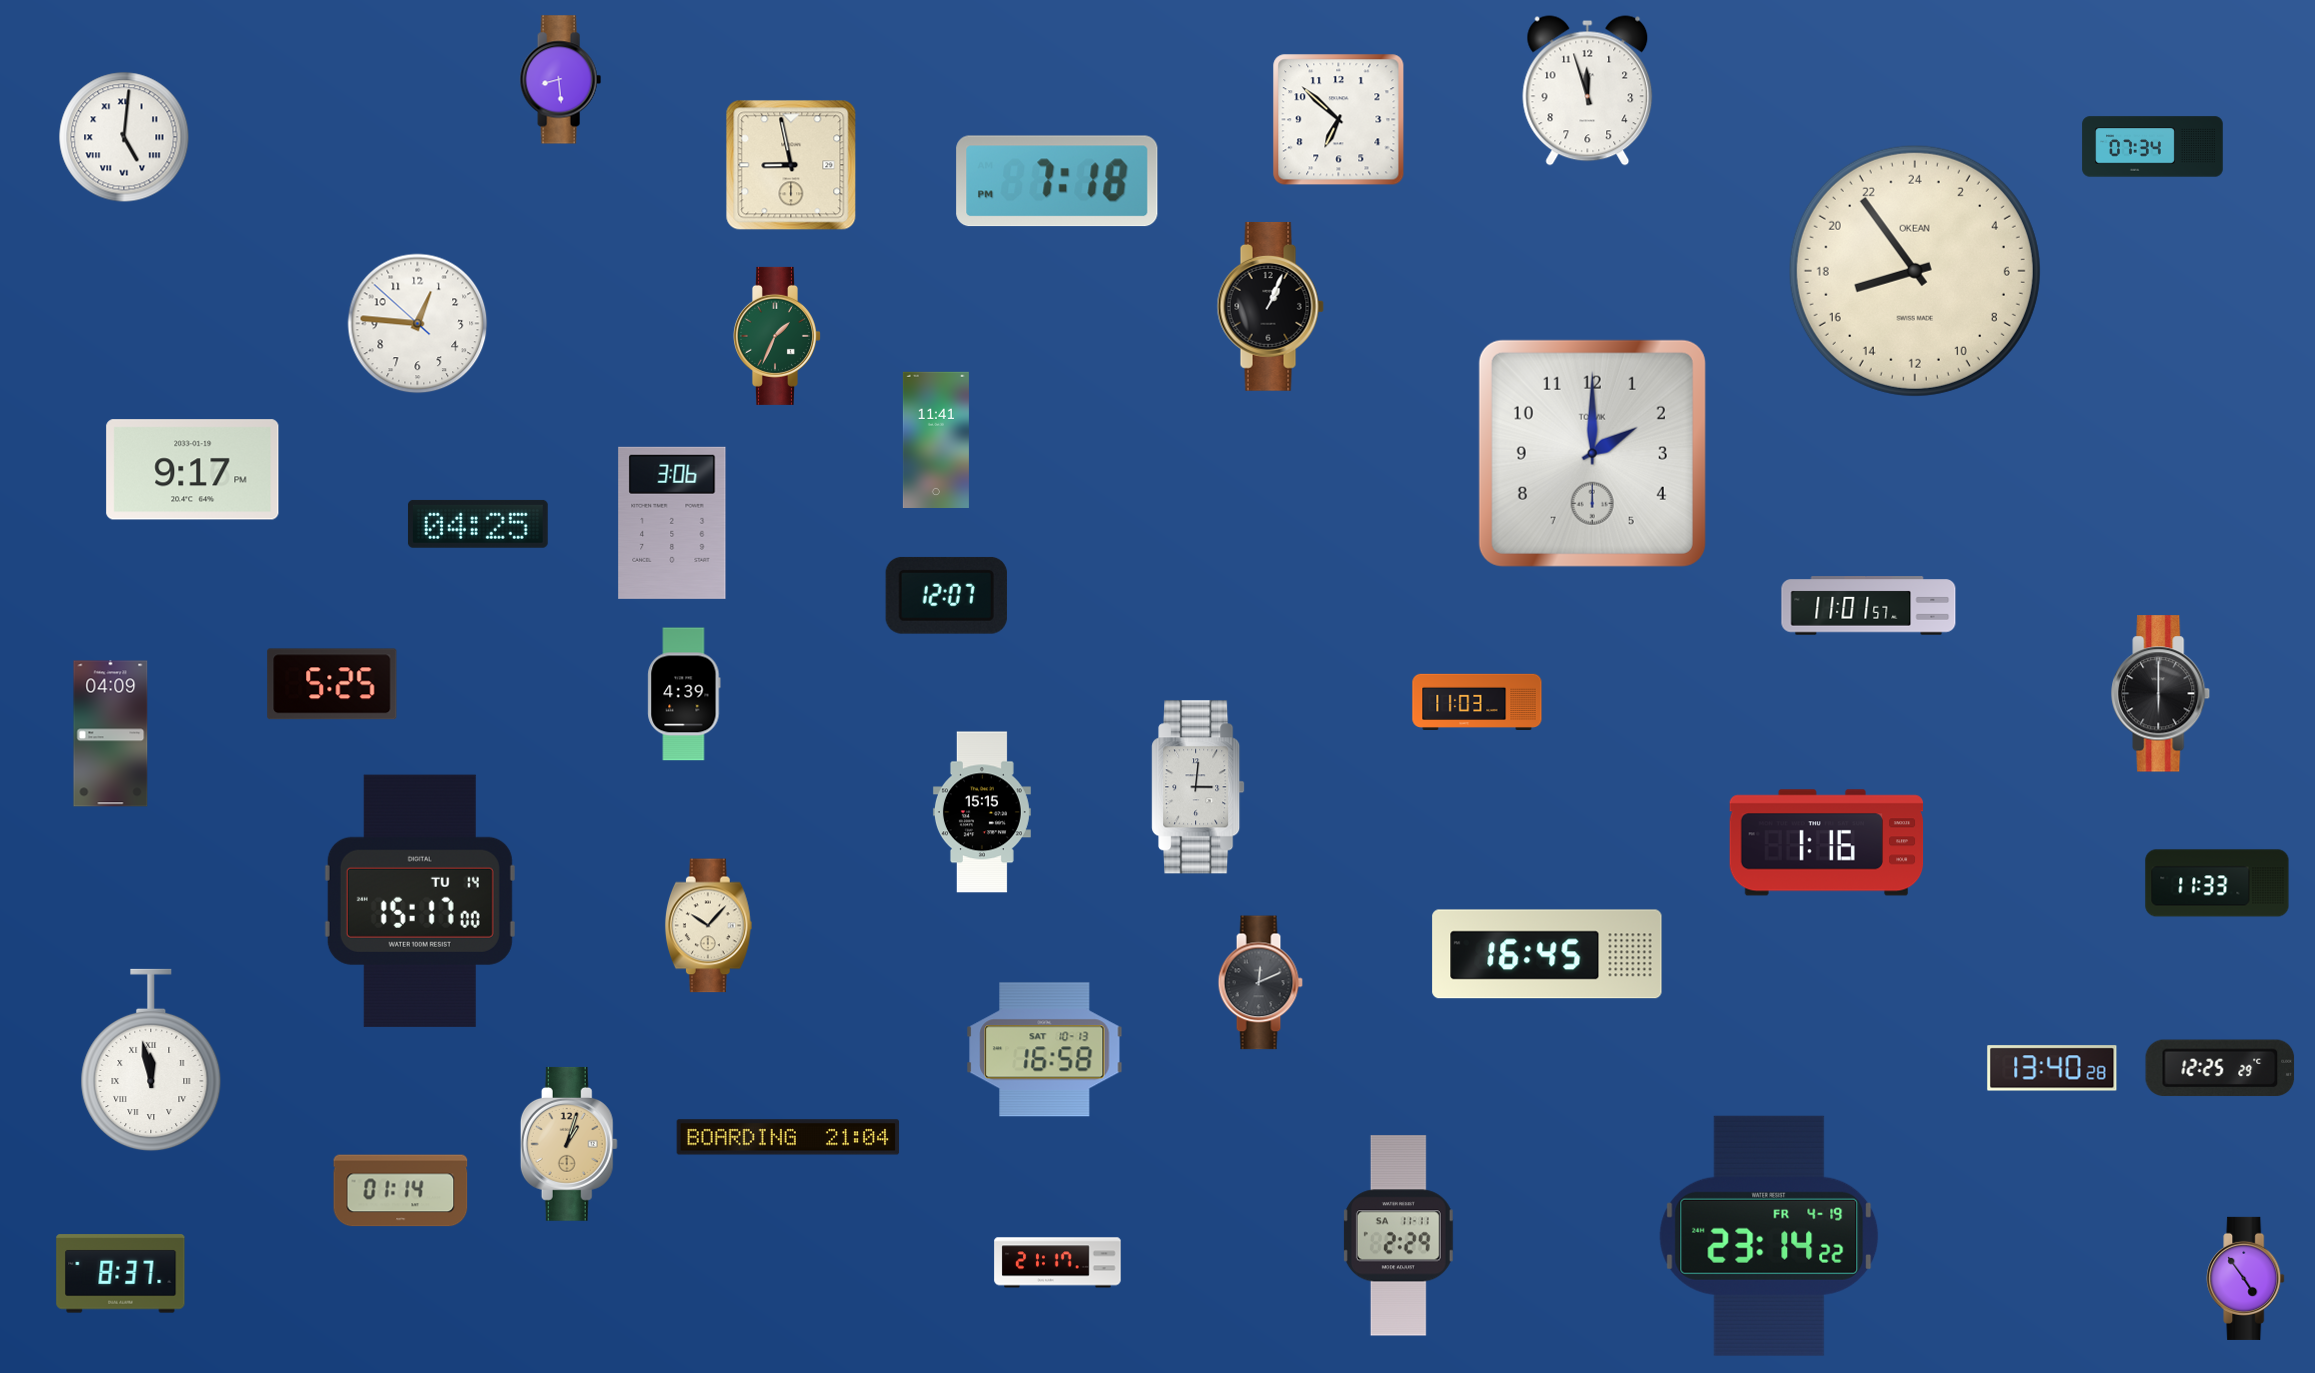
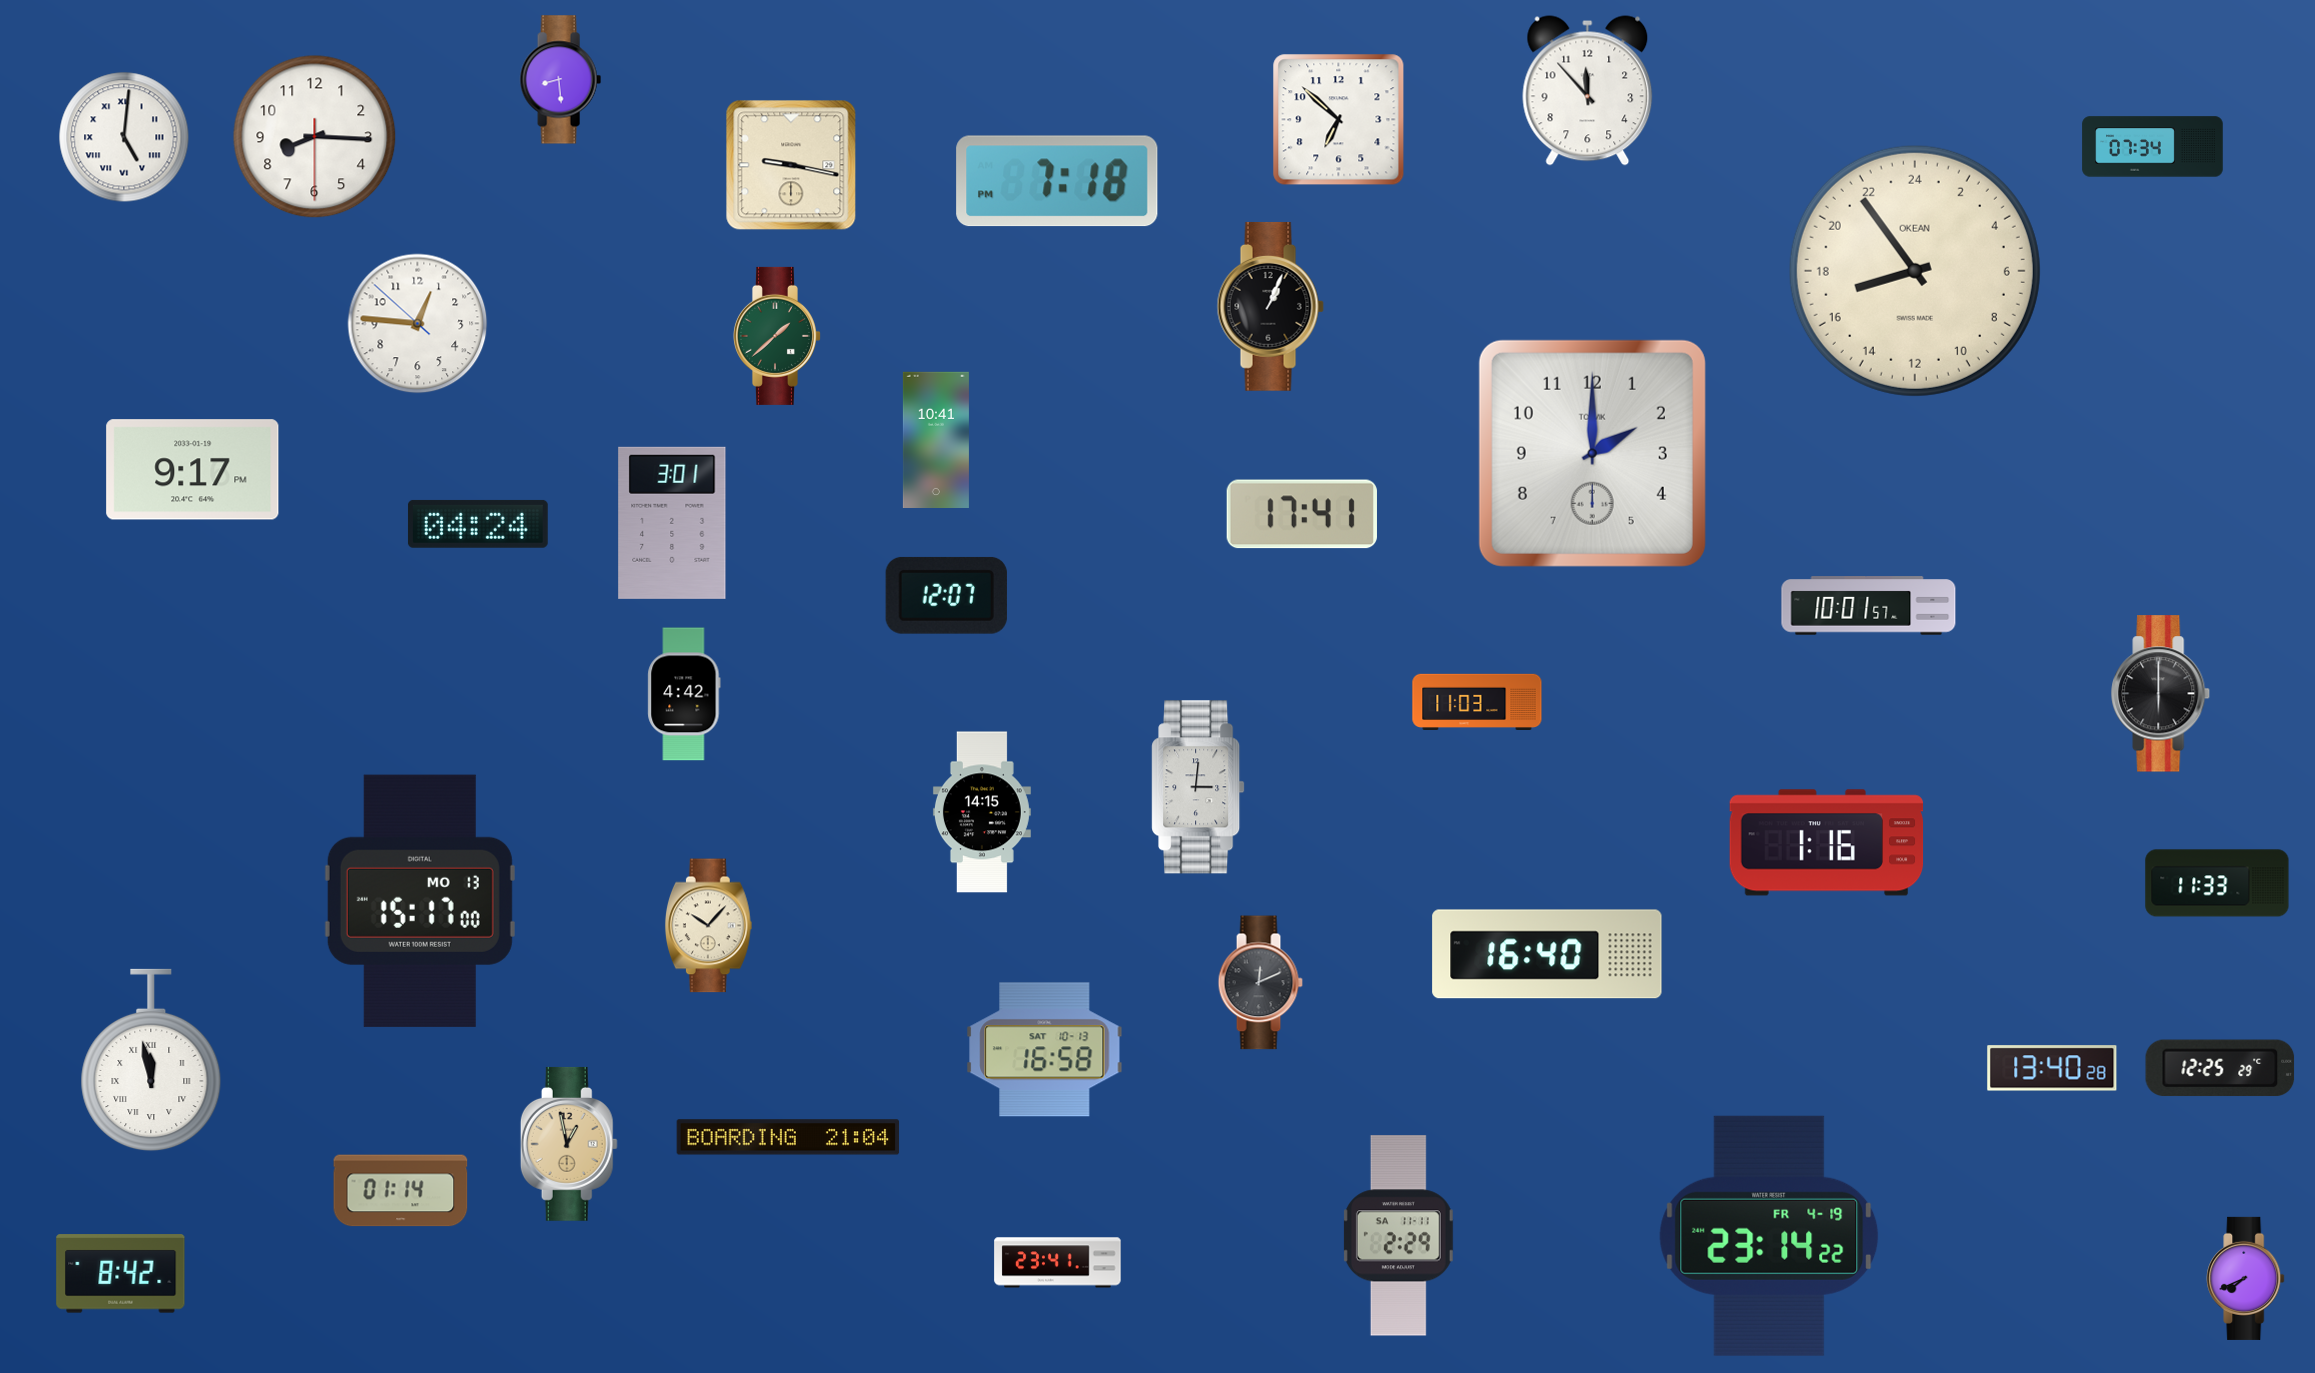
clock at (1588, 91): 11:57 -> 11:53
clock at (315, 137): none -> 8:15
clock at (791, 165): 8:58 -> 9:17
clock at (777, 336): 1:34 -> 1:38
clock at (936, 439): 11:41 -> 10:41
clock at (1302, 514): none -> 17:41
clock at (672, 523): 3:06 -> 3:01
clock at (478, 524): 04:25 -> 04:24
clock at (1869, 606): 11:01 -> 10:01
clock at (332, 684): 5:25 -> none
clock at (684, 694): 4:39 -> 4:42
clock at (111, 734): 04:09 -> none
clock at (982, 812): 15:15 -> 14:15
clock at (420, 901) date: TU 14 -> MO 13
clock at (1547, 954): 16:45 -> 16:40
clock at (569, 1144): 1:03 -> 12:58
clock at (1058, 1263): 21:17 -> 23:41
clock at (121, 1274): 8:37 -> 8:42
clock at (2246, 1278): 4:54 -> 7:41
